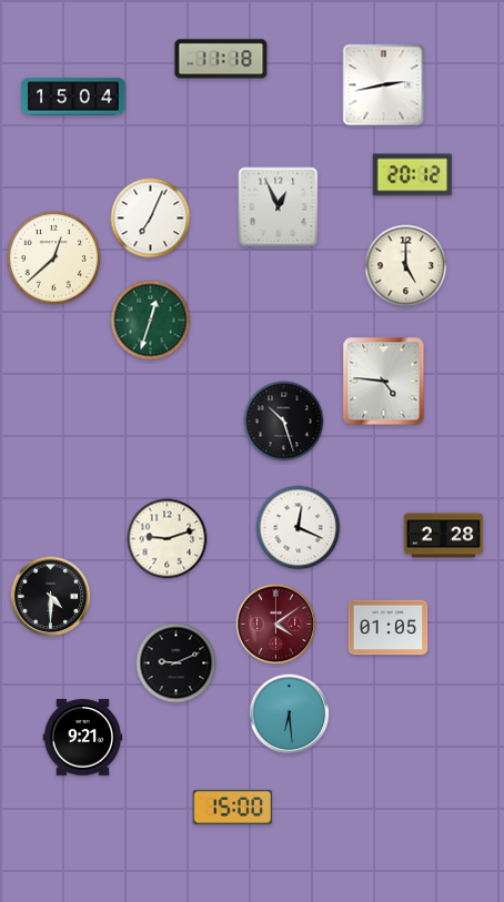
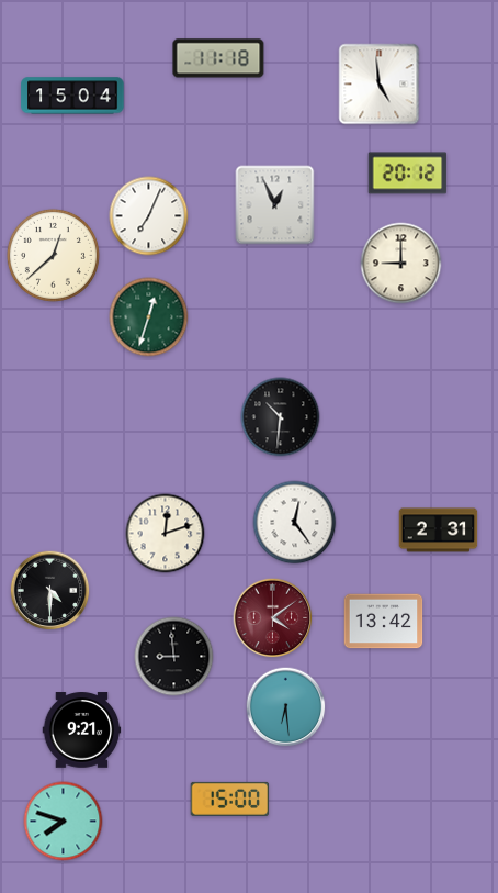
clock at (384, 85): 2:43 -> 4:59
clock at (406, 266): 5:00 -> 9:00
clock at (384, 382): 4:46 -> none
clock at (284, 422): 10:27 -> 10:31
clock at (299, 528): 12:19 -> 12:24
clock at (444, 536): 2:28 -> 2:31
clock at (168, 539): 9:12 -> 12:12
clock at (389, 628): 01:05 -> 13:42
clock at (177, 663): 9:11 -> 8:59
clock at (64, 822): none -> 7:48
